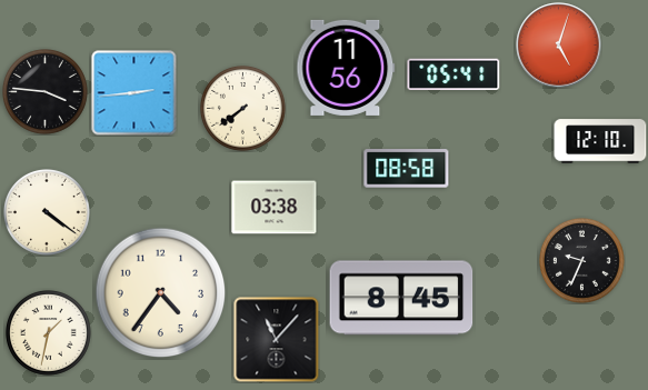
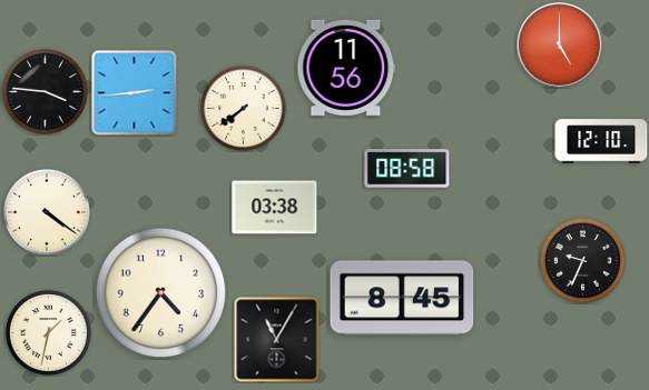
clock at (559, 46): 5:03 -> 5:00
clock at (453, 74): 05:41 -> none
clock at (277, 340): 11:07 -> 11:05
